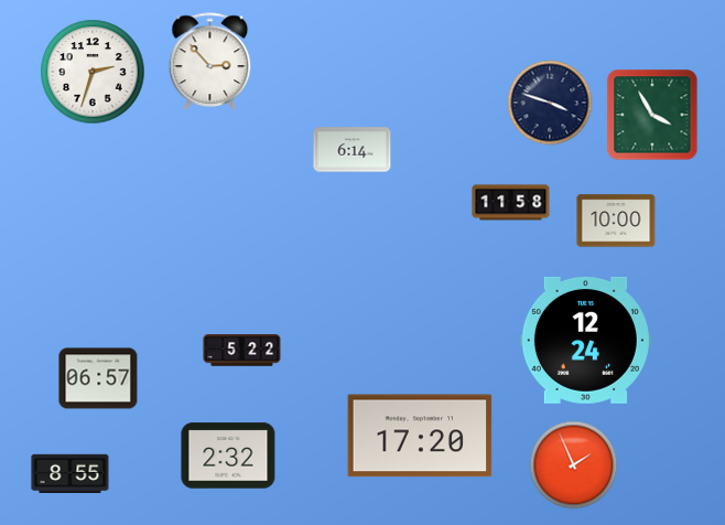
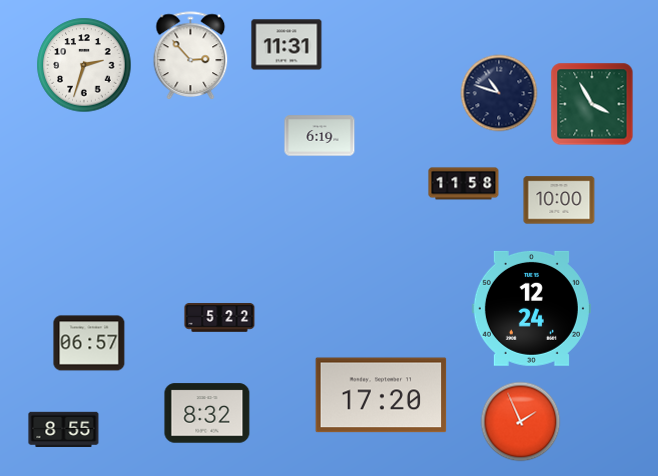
clock at (287, 45): none -> 11:31
clock at (550, 103): 3:48 -> 10:48
clock at (353, 150): 6:14 -> 6:19
clock at (228, 456): 2:32 -> 8:32
